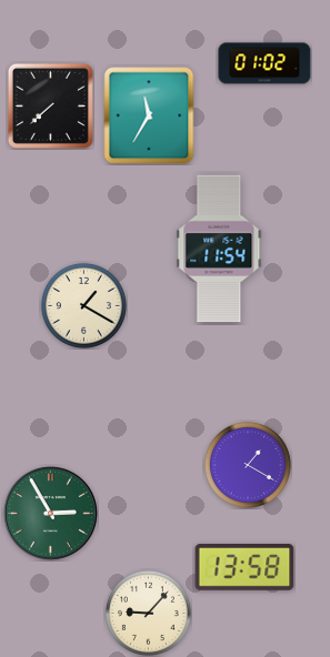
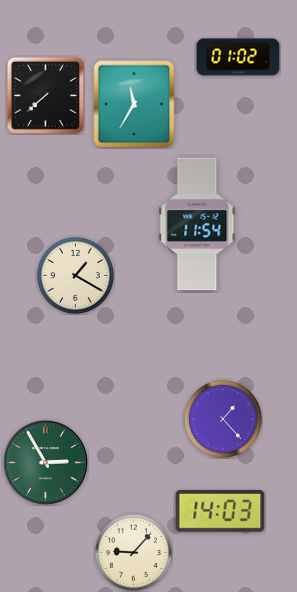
clock at (248, 465): 1:20 -> 1:23
clock at (244, 568): 13:58 -> 14:03
